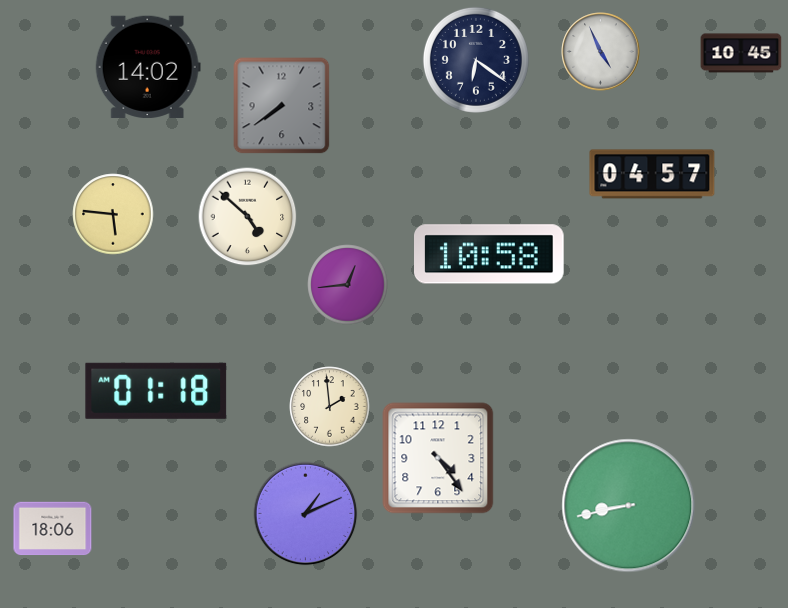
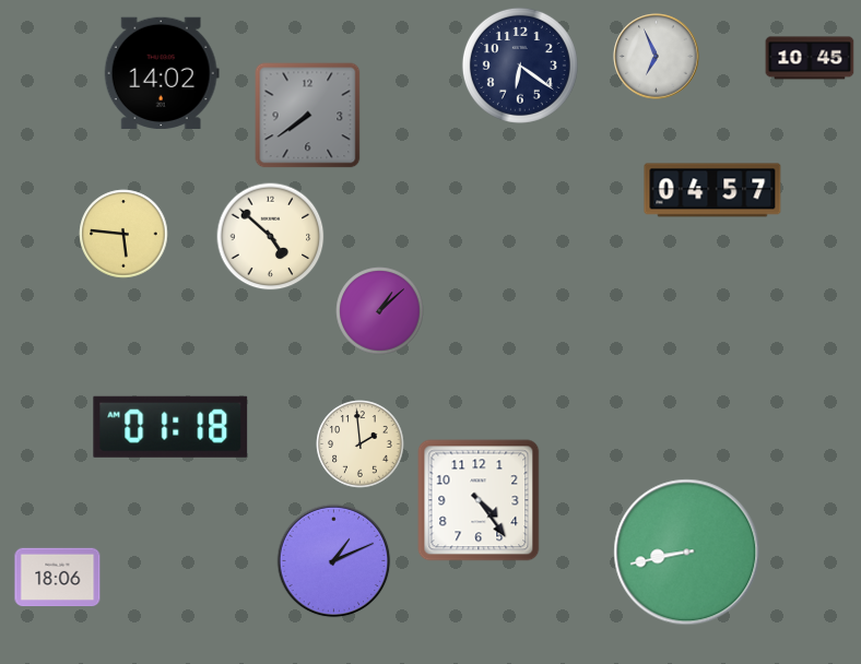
clock at (601, 52): 4:56 -> 6:56
clock at (490, 254): 10:58 -> none
clock at (348, 285): 12:44 -> 1:08
